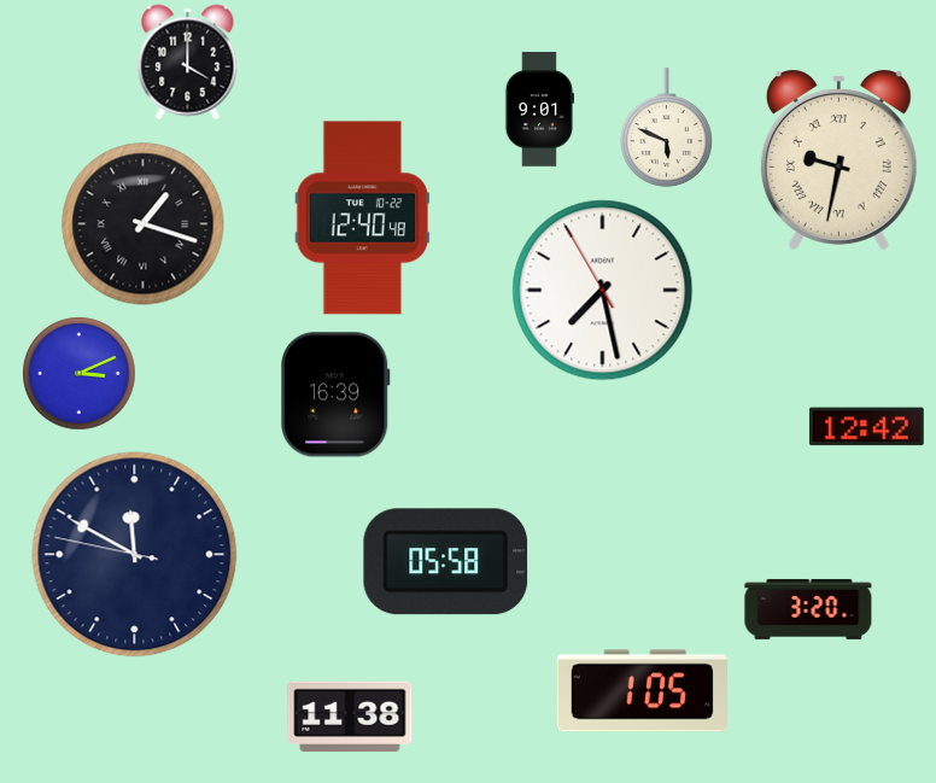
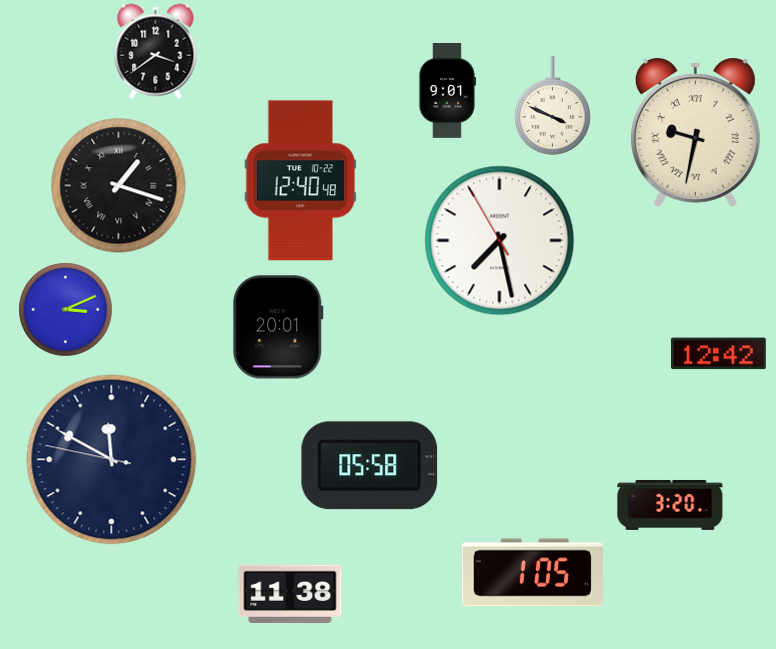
clock at (188, 63): 4:00 -> 3:39
clock at (667, 128): 5:49 -> 3:49
clock at (337, 395): 16:39 -> 20:01
